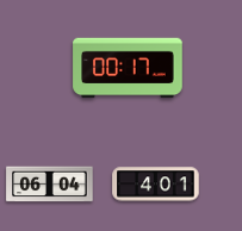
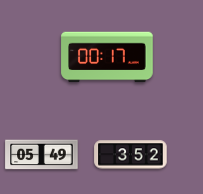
clock at (50, 185): 06:04 -> 05:49
clock at (156, 185): 4:01 -> 3:52
